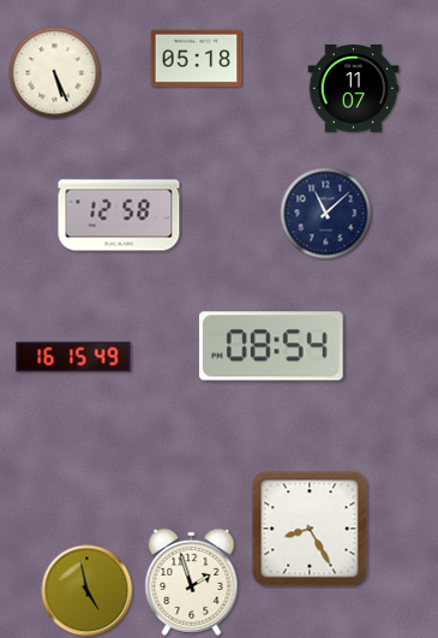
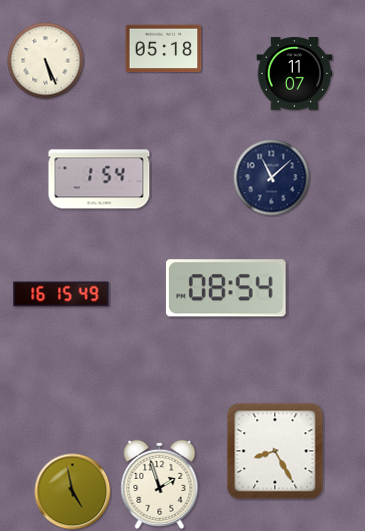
clock at (119, 215): 12:58 -> 1:54
clock at (73, 357) position: (73, 357) -> (61, 294)
clock at (310, 529) position: (310, 529) -> (275, 451)
